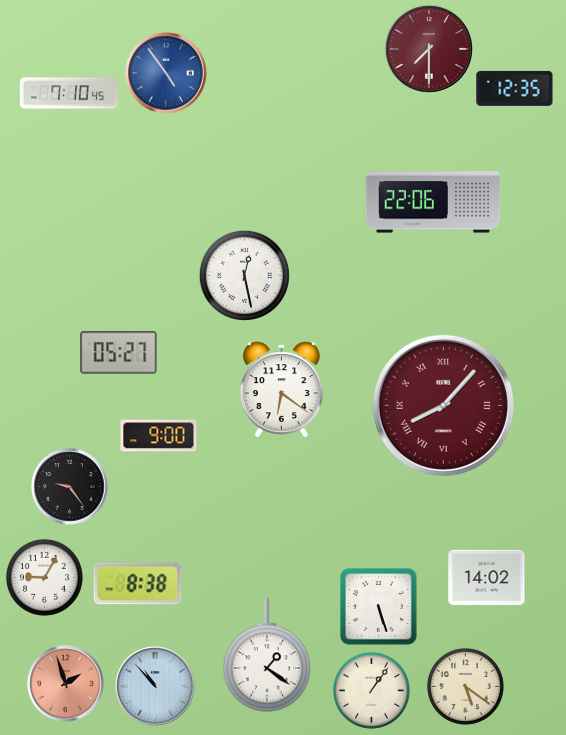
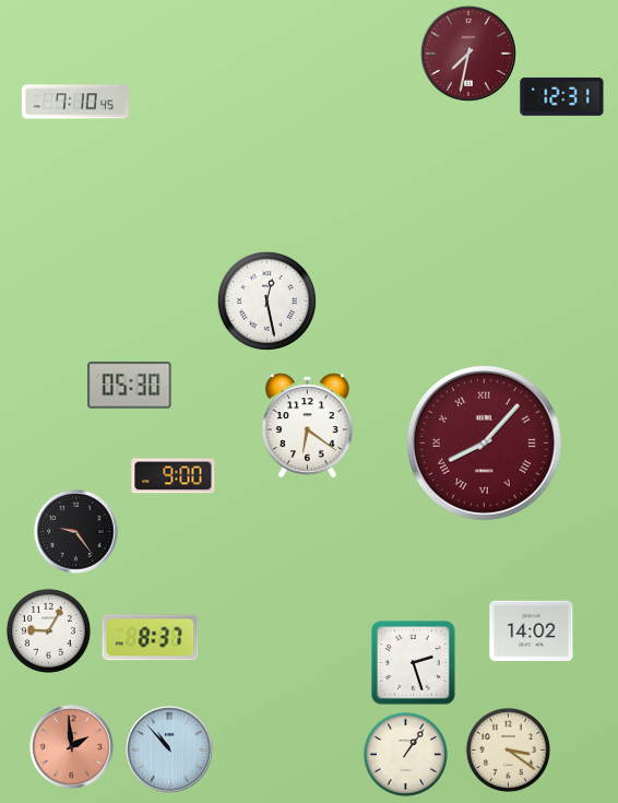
clock at (429, 49): 7:30 -> 7:32
clock at (166, 73): 4:54 -> none
clock at (515, 88): 12:35 -> 12:31
clock at (433, 202): 22:06 -> none
clock at (119, 353): 05:27 -> 05:30
clock at (138, 584): 8:38 -> 8:37
clock at (379, 607): 5:27 -> 2:27
clock at (267, 655): 1:21 -> none
clock at (66, 684): 1:57 -> 1:59
clock at (465, 686): 5:21 -> 3:21
